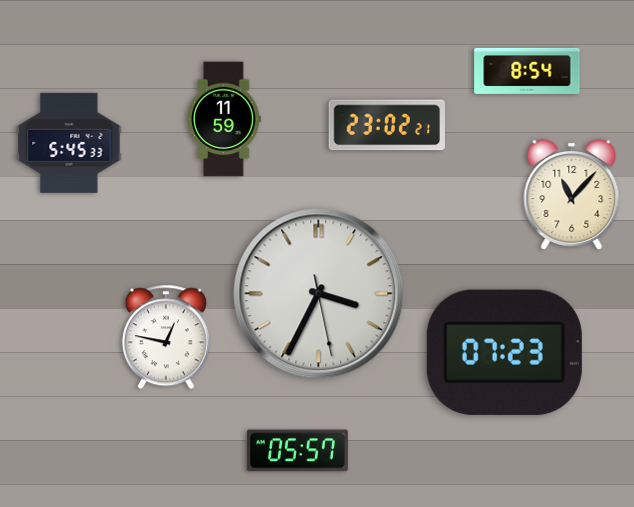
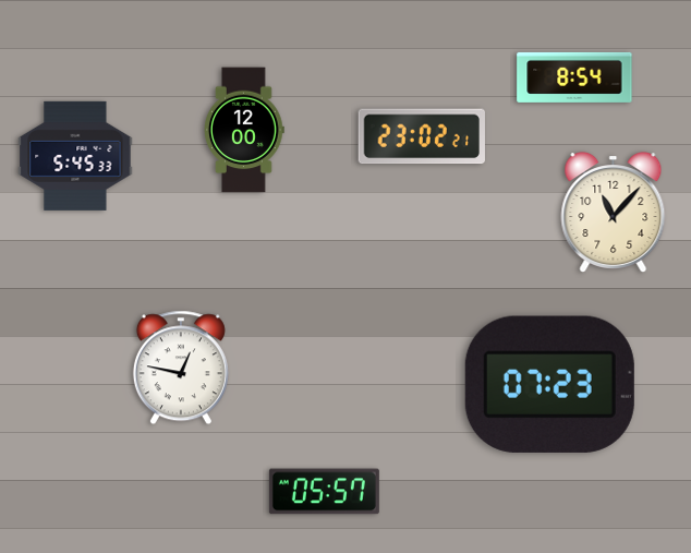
clock at (225, 119): 11:59 -> 12:00
clock at (572, 195) position: (572, 195) -> (614, 213)
clock at (319, 294): 3:34 -> none
